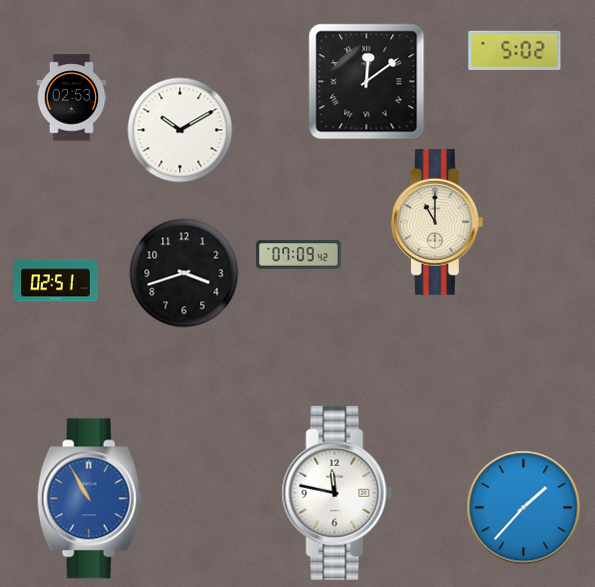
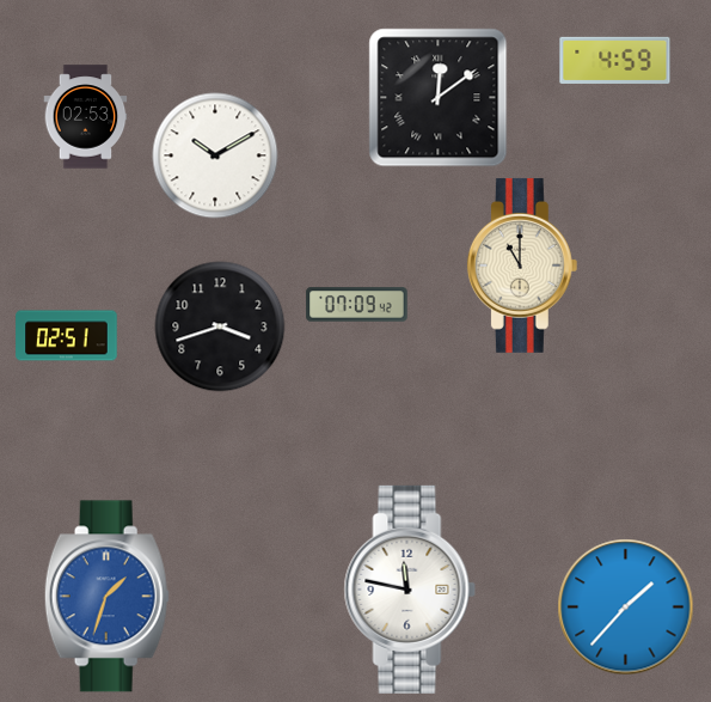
clock at (515, 50): 5:02 -> 4:59
clock at (337, 493) position: (337, 493) -> (410, 590)
clock at (89, 499): 10:55 -> 1:33
